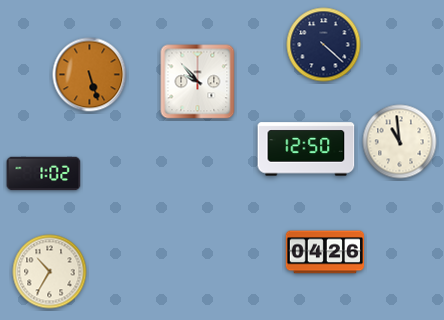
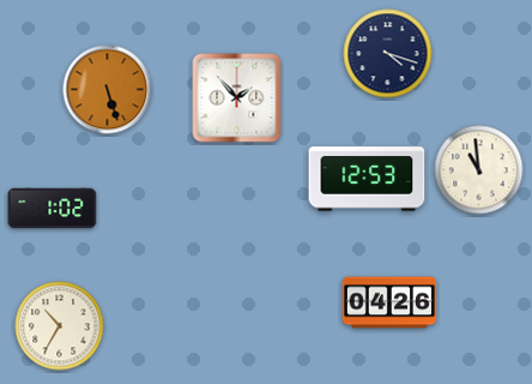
clock at (324, 45): 4:22 -> 4:18
clock at (198, 82): 9:53 -> 1:53
clock at (306, 149): 12:50 -> 12:53
